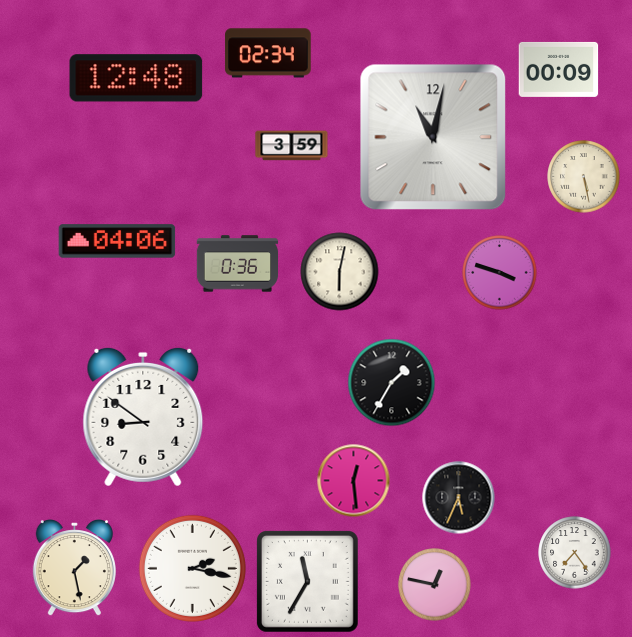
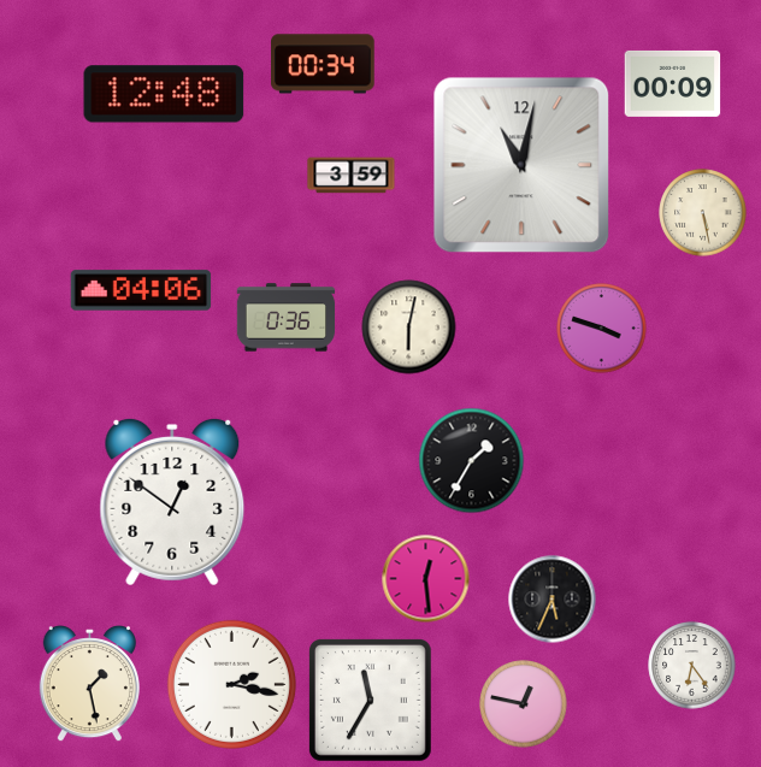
clock at (268, 53): 02:34 -> 00:34
clock at (143, 417): 8:51 -> 12:51
clock at (575, 553): 7:24 -> 6:24
